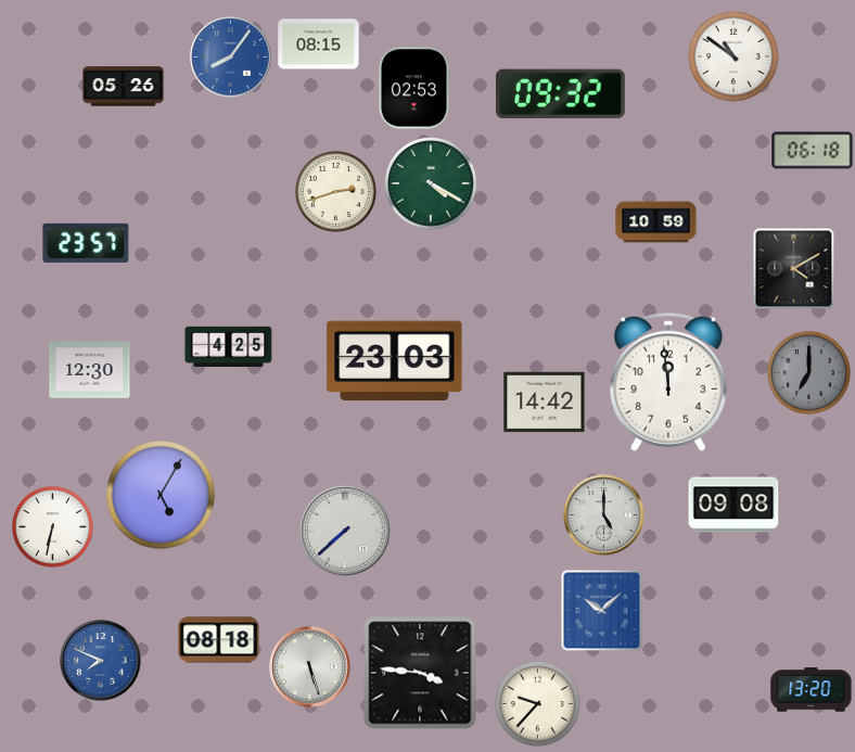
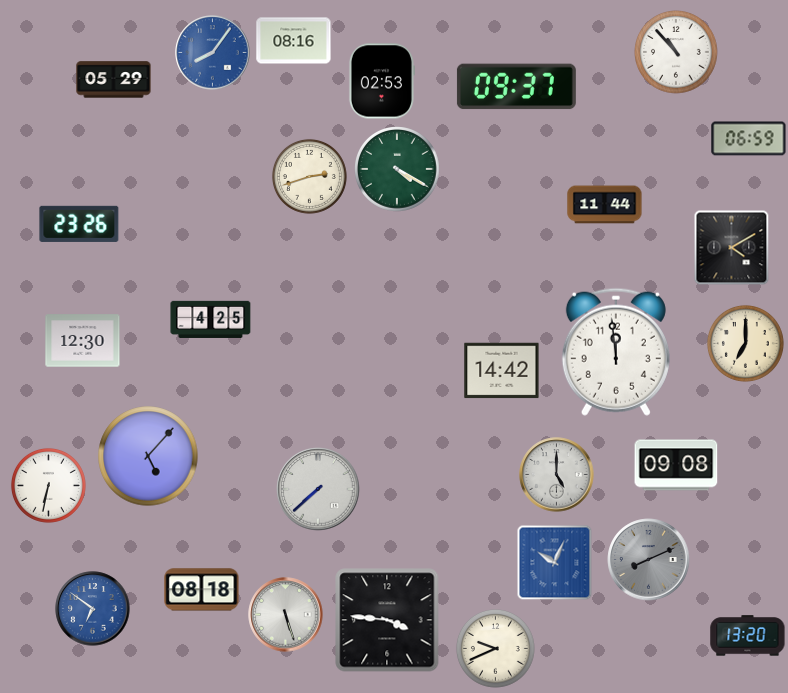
clock at (319, 44): 08:15 -> 08:16
clock at (735, 58): 10:51 -> 10:53
clock at (124, 87): 05:26 -> 05:29
clock at (560, 94): 09:32 -> 09:37
clock at (813, 151): 06:18 -> 06:59
clock at (656, 222): 10:59 -> 11:44
clock at (86, 243): 23:57 -> 23:26
clock at (395, 361): 23:03 -> none
clock at (808, 372) dial: grey -> cream
clock at (161, 495): 5:05 -> 5:07
clock at (649, 560): none -> 8:11
clock at (602, 611): 10:08 -> 10:04
clock at (101, 661): 7:49 -> 6:51
clock at (537, 703): 9:37 -> 9:41
